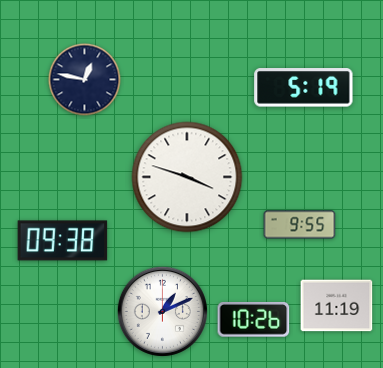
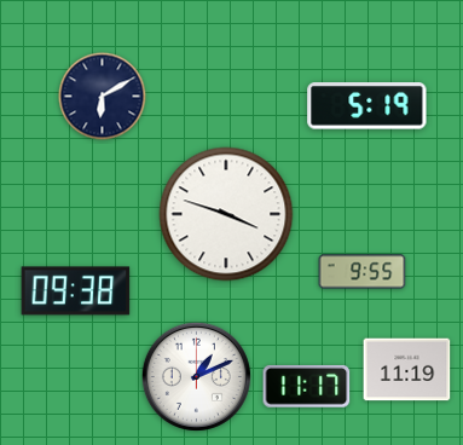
clock at (85, 80): 12:47 -> 6:10
clock at (254, 320): 10:26 -> 11:17
